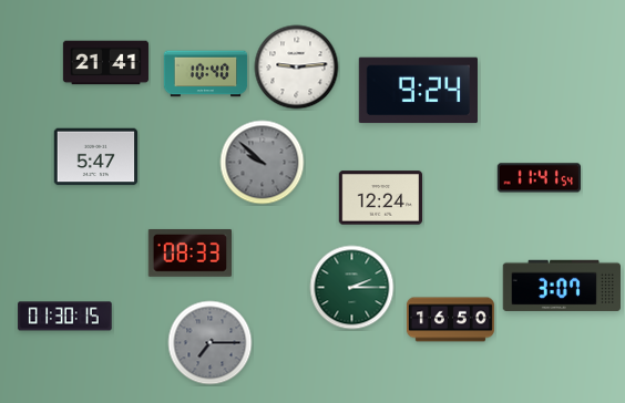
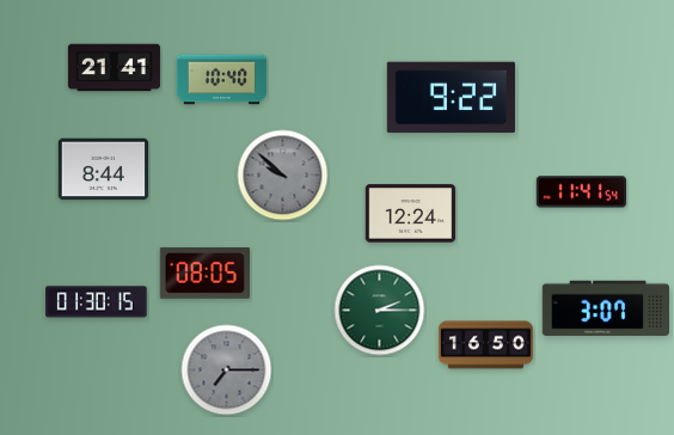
clock at (297, 68): 9:14 -> none
clock at (418, 91): 9:24 -> 9:22
clock at (96, 157): 5:47 -> 8:44
clock at (189, 252): 08:33 -> 08:05
clock at (65, 317) position: (65, 317) -> (97, 302)
